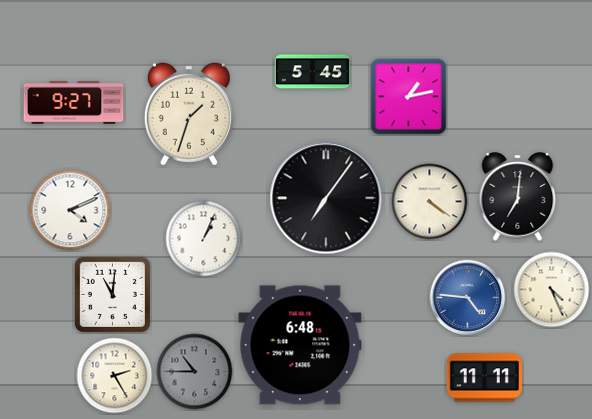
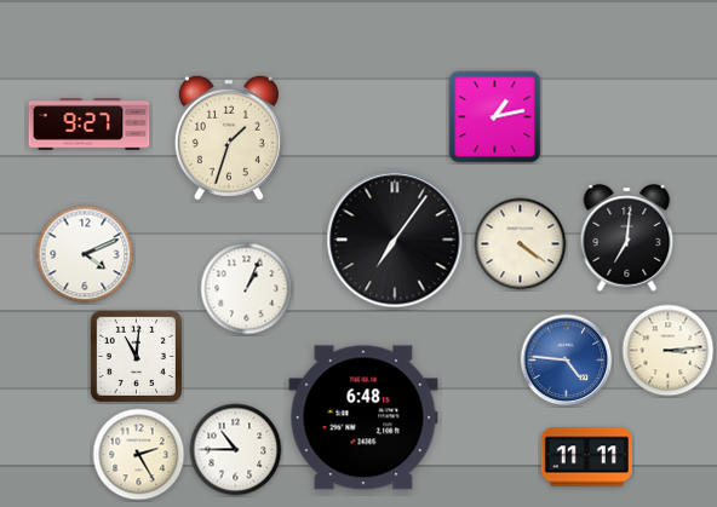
clock at (312, 72): 5:45 -> none
clock at (552, 290): 4:26 -> 3:14
clock at (195, 372) dial: grey -> white
